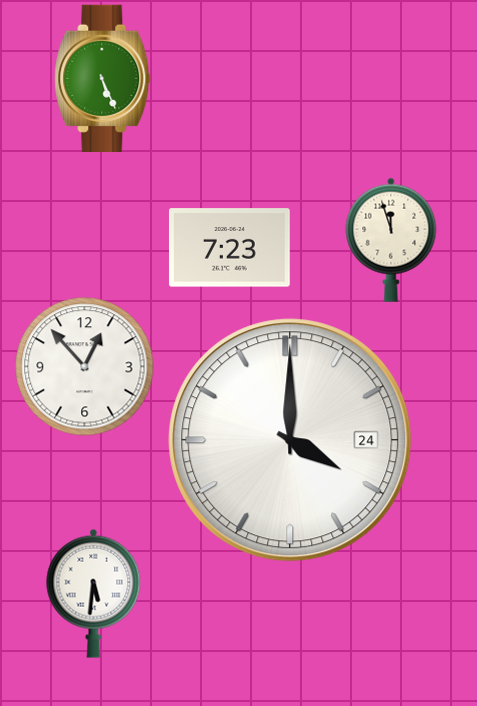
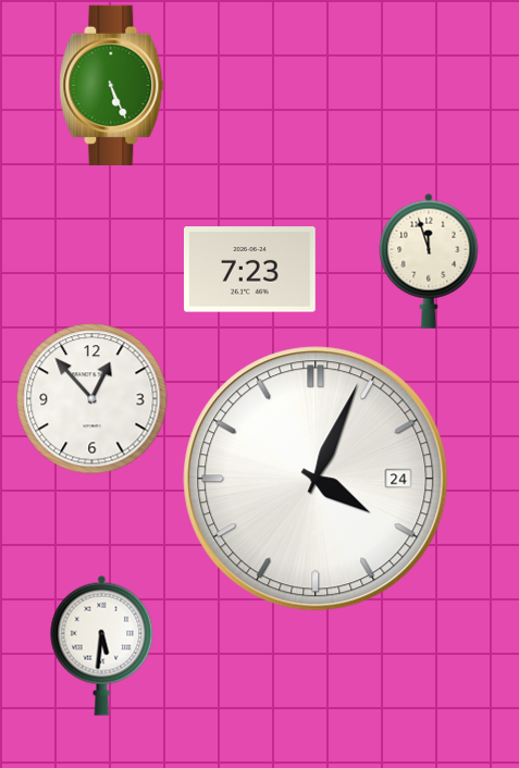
clock at (391, 240) position: (391, 240) -> (429, 261)
clock at (290, 440): 4:00 -> 4:04
